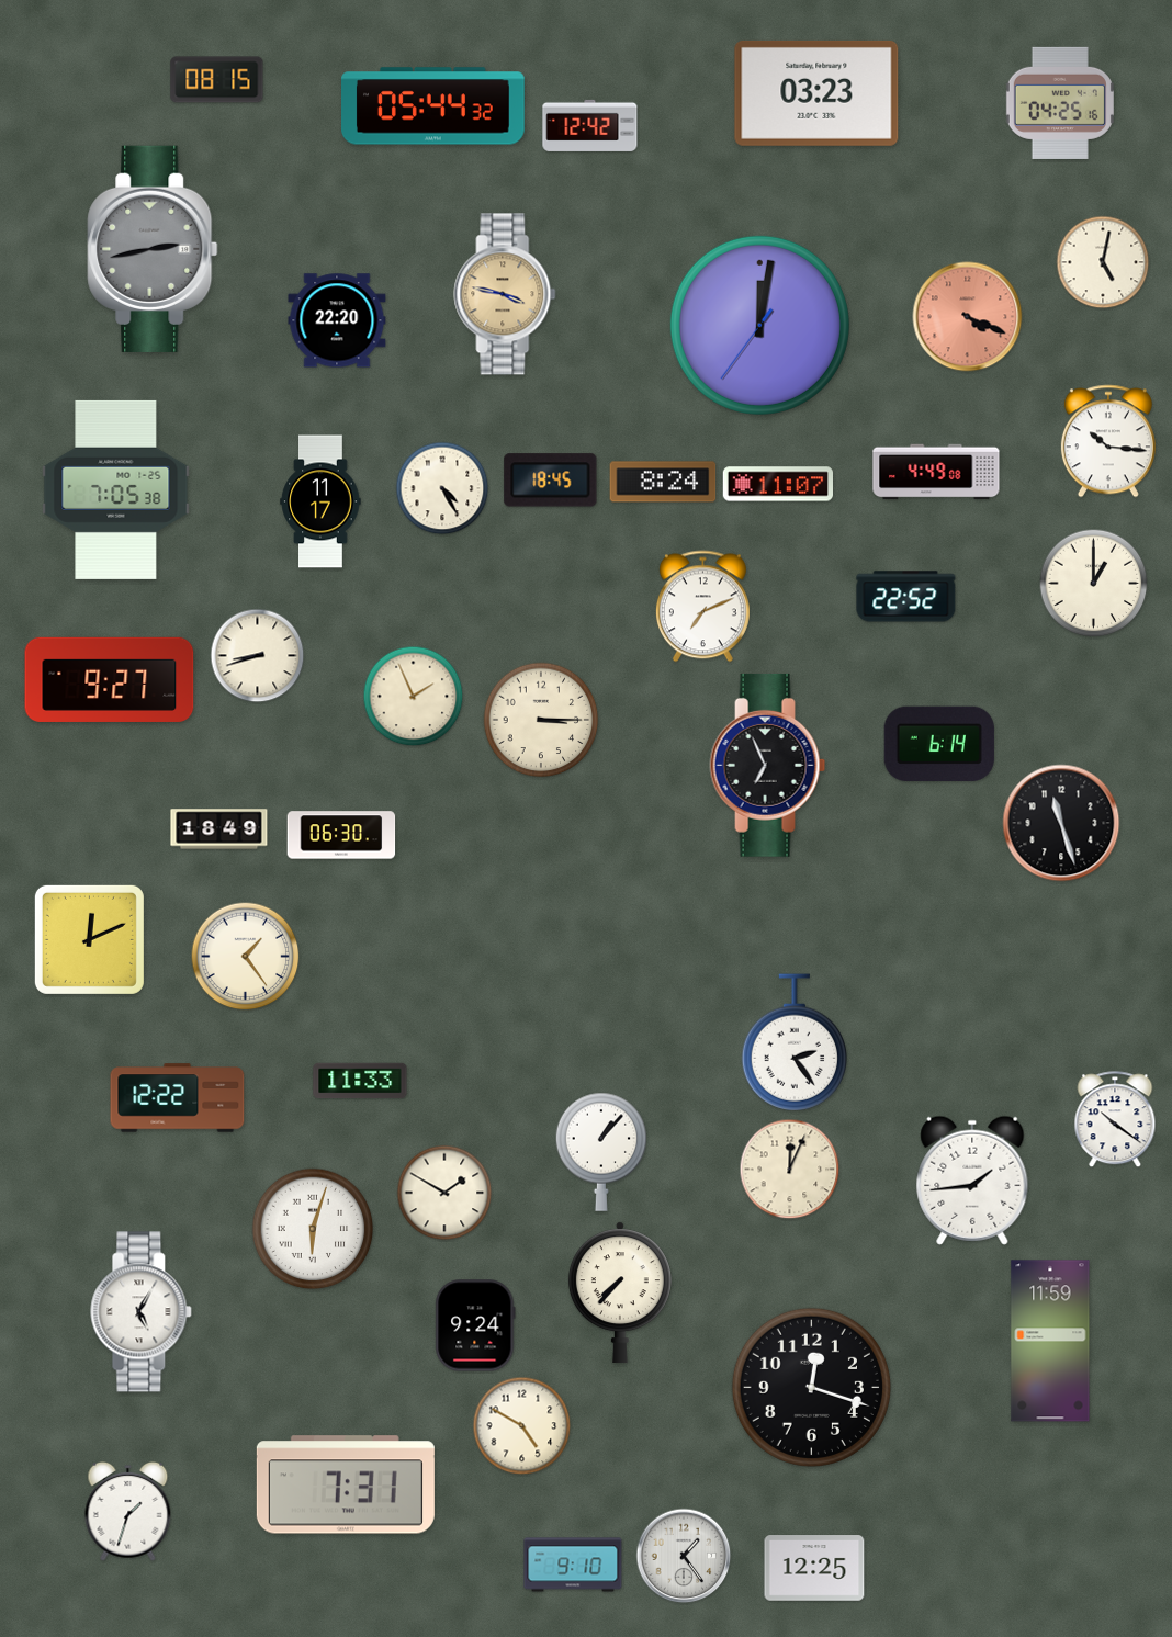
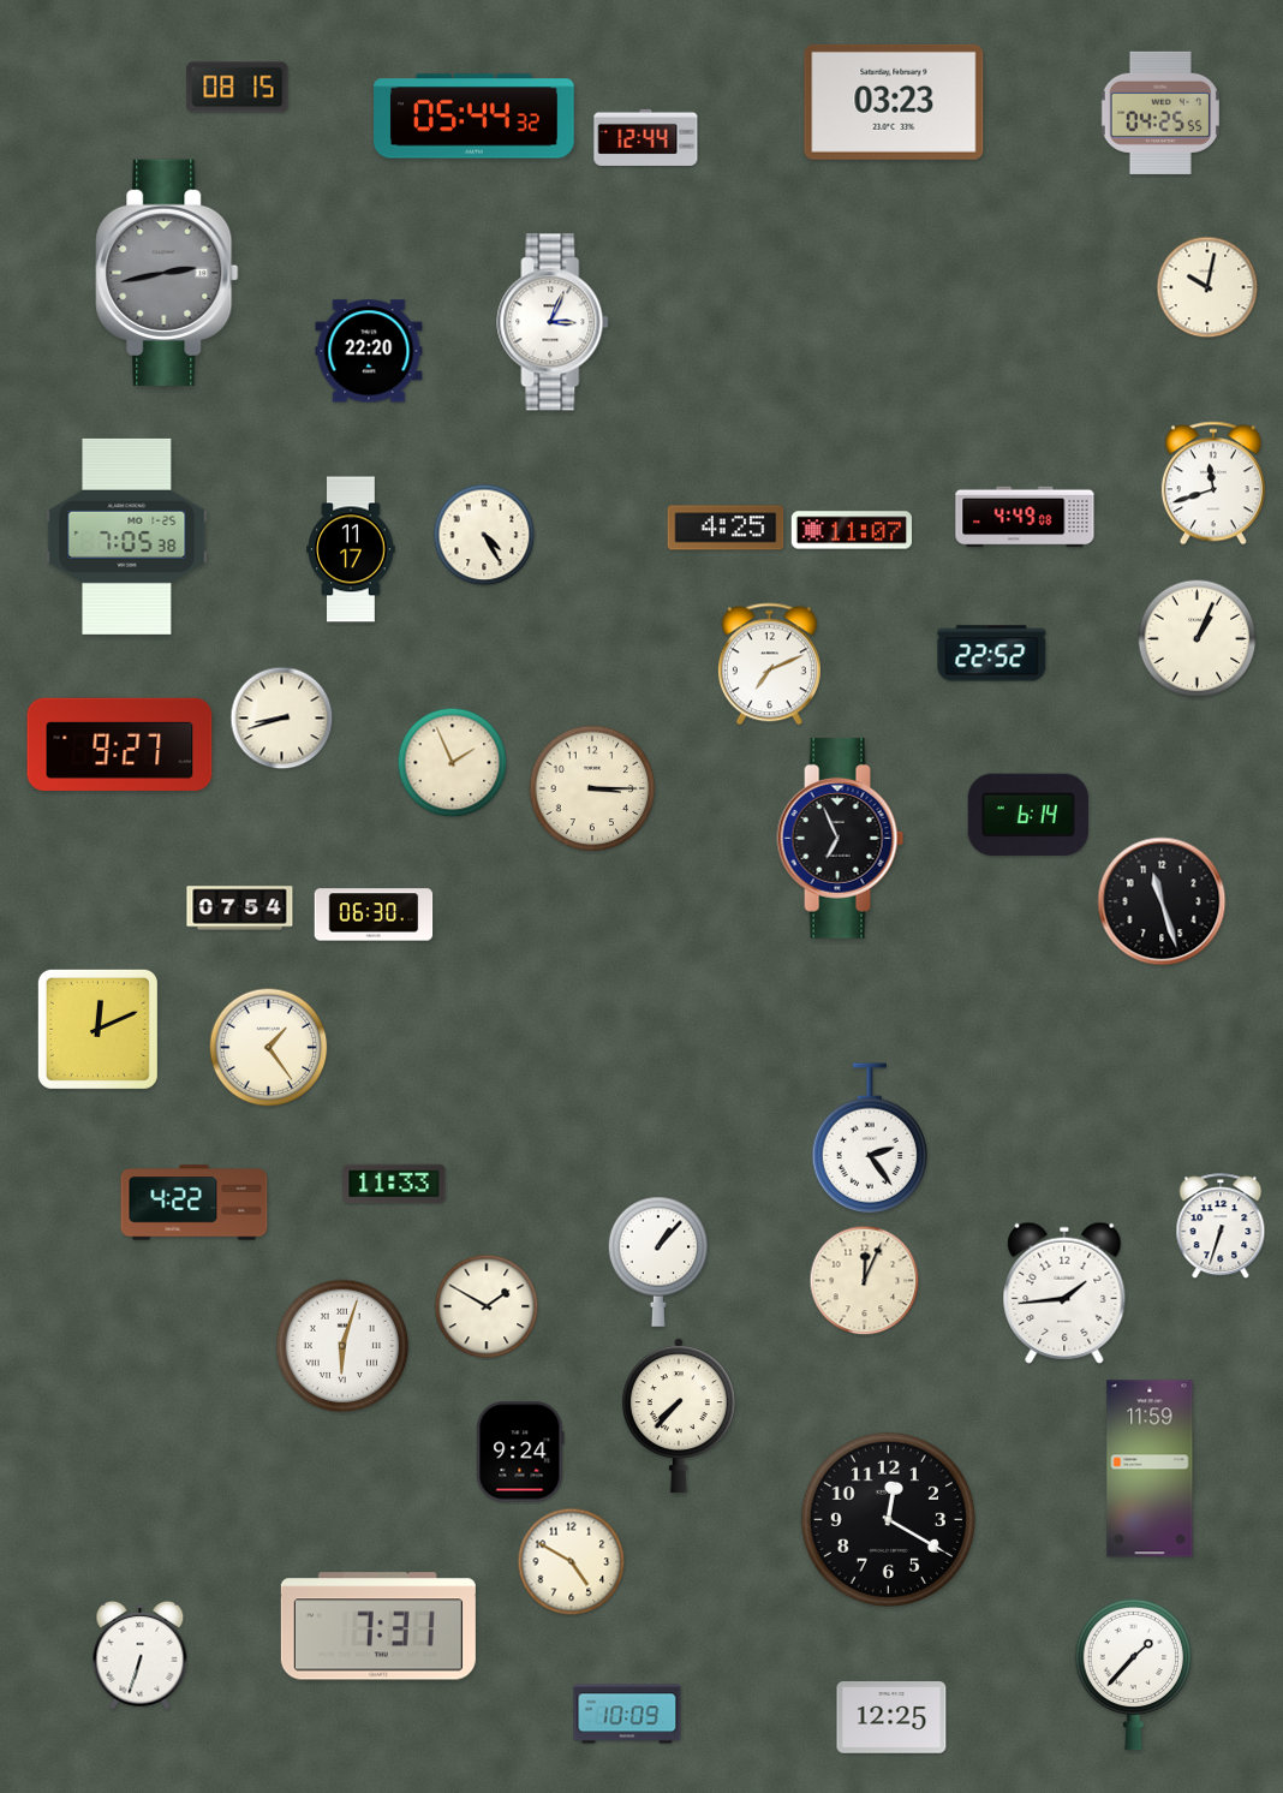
clock at (1060, 103): 04:25:16 -> 04:25:55
clock at (590, 125): 12:42 -> 12:44
clock at (1103, 262): 5:02 -> 10:02
clock at (505, 294): 3:47 -> 3:04
clock at (505, 294) dial: champagne -> white
clock at (968, 317): 4:19 -> none
clock at (759, 325): 12:01 -> none
clock at (1108, 441): 10:16 -> 11:42
clock at (551, 481): 18:45 -> none
clock at (663, 482): 8:24 -> 4:25
clock at (1094, 584): 1:00 -> 1:04
clock at (219, 829): 18:49 -> 07:54
clock at (793, 1042) position: (793, 1042) -> (869, 1138)
clock at (178, 1098): 12:22 -> 4:22
clock at (1115, 1120): 10:21 -> 6:33
clock at (142, 1312): 5:05 -> none
clock at (811, 1387): 12:18 -> 12:20
clock at (128, 1511): 1:33 -> 6:33
clock at (1133, 1674): none -> 1:37
clock at (684, 1556): 1:24 -> none
clock at (573, 1565): 9:10 -> 10:09
